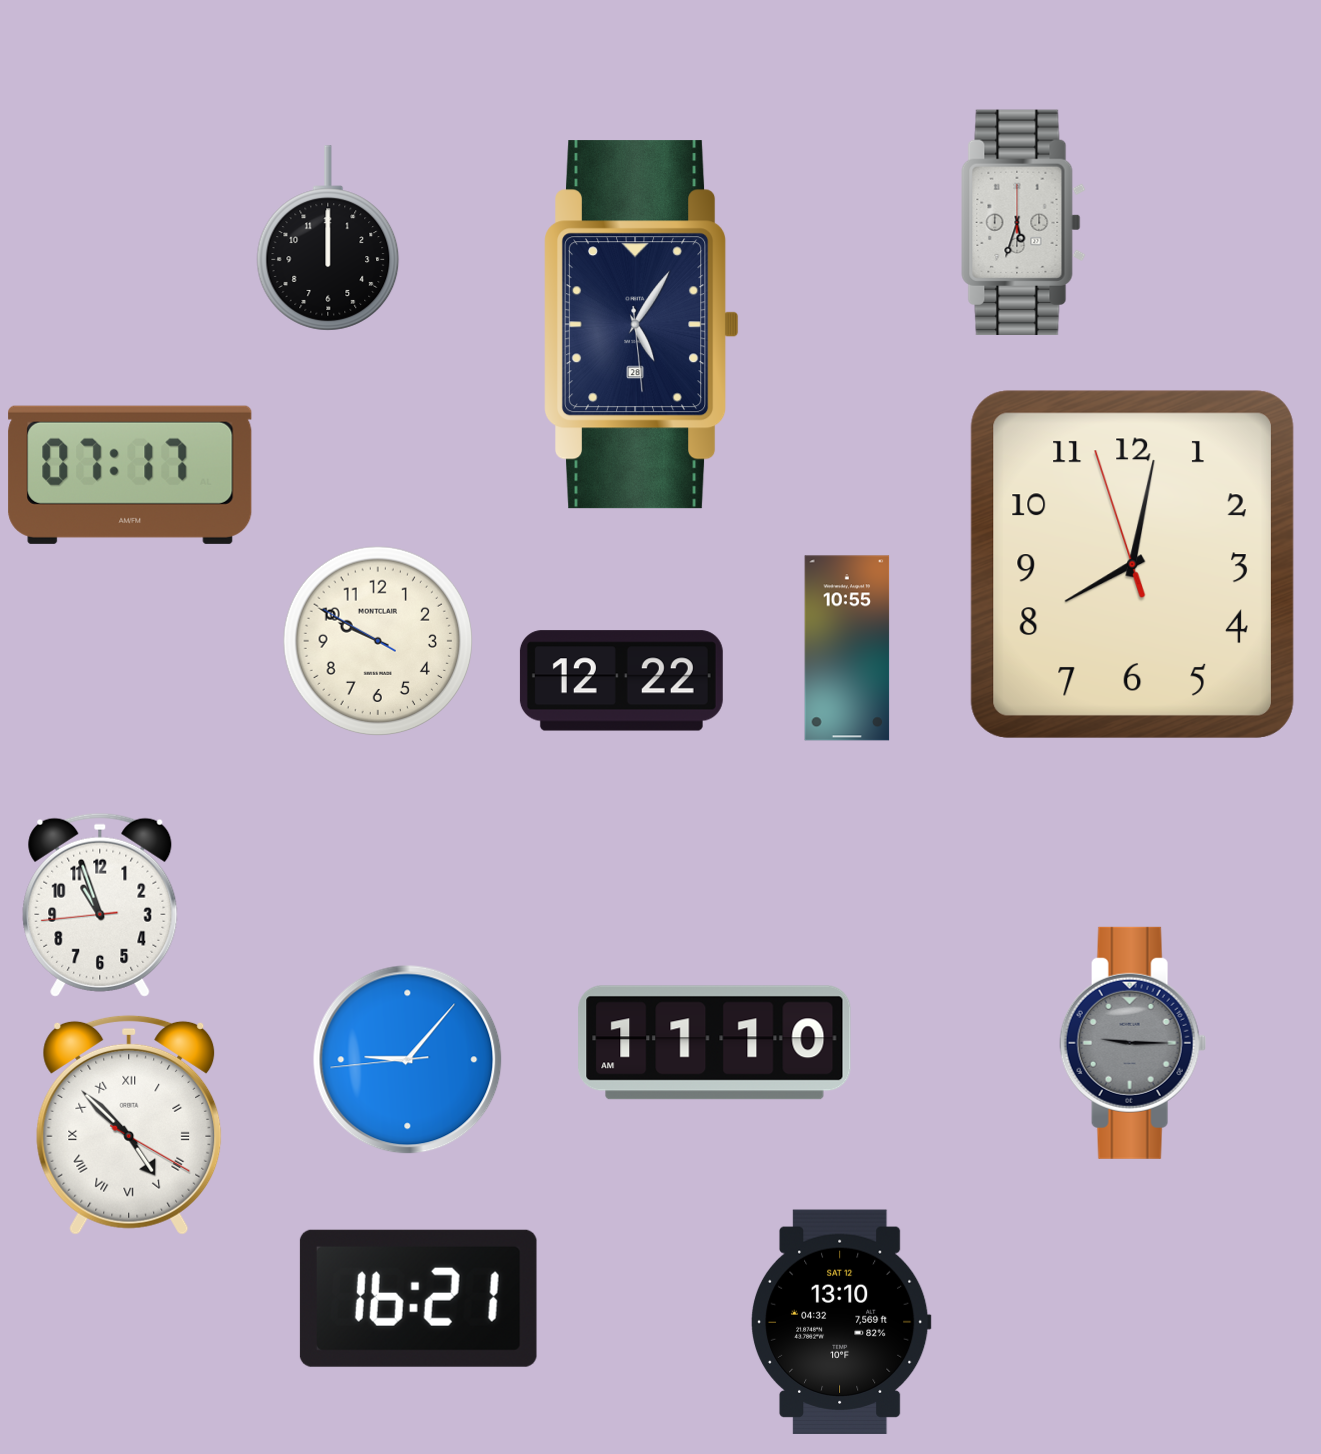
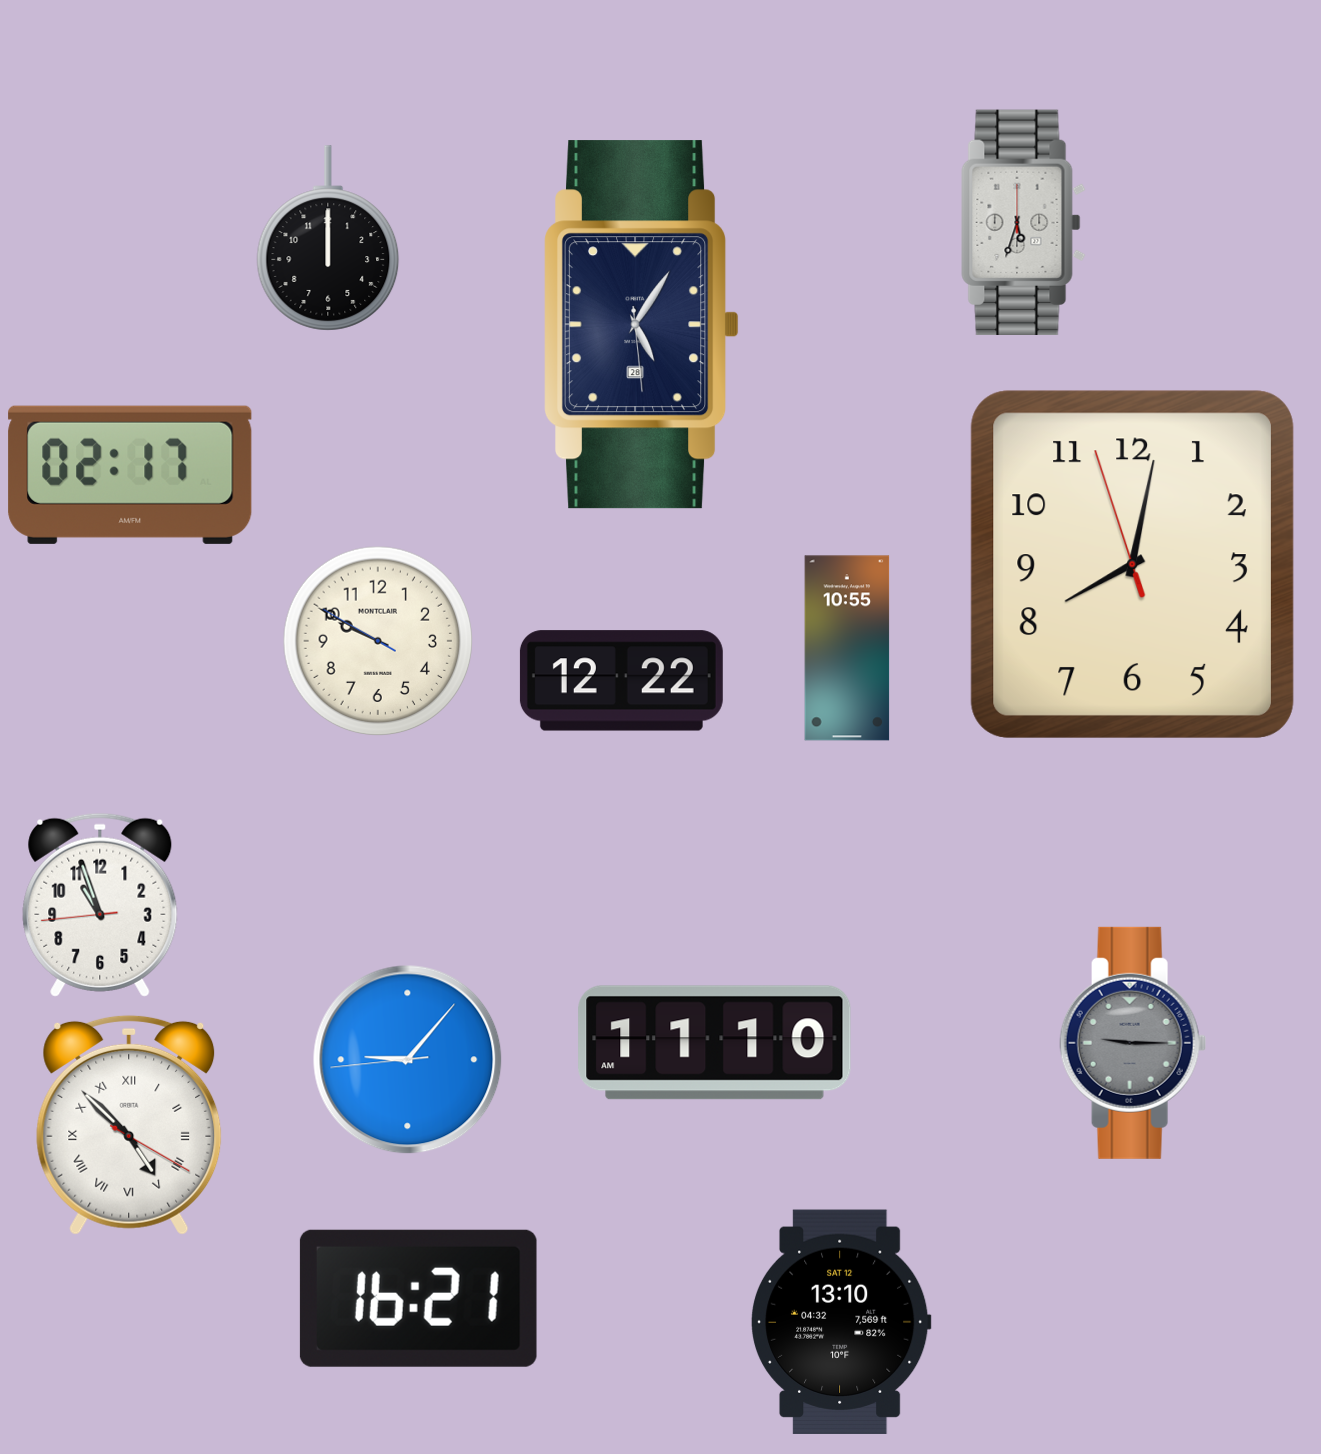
clock at (130, 475): 07:17 -> 02:17
